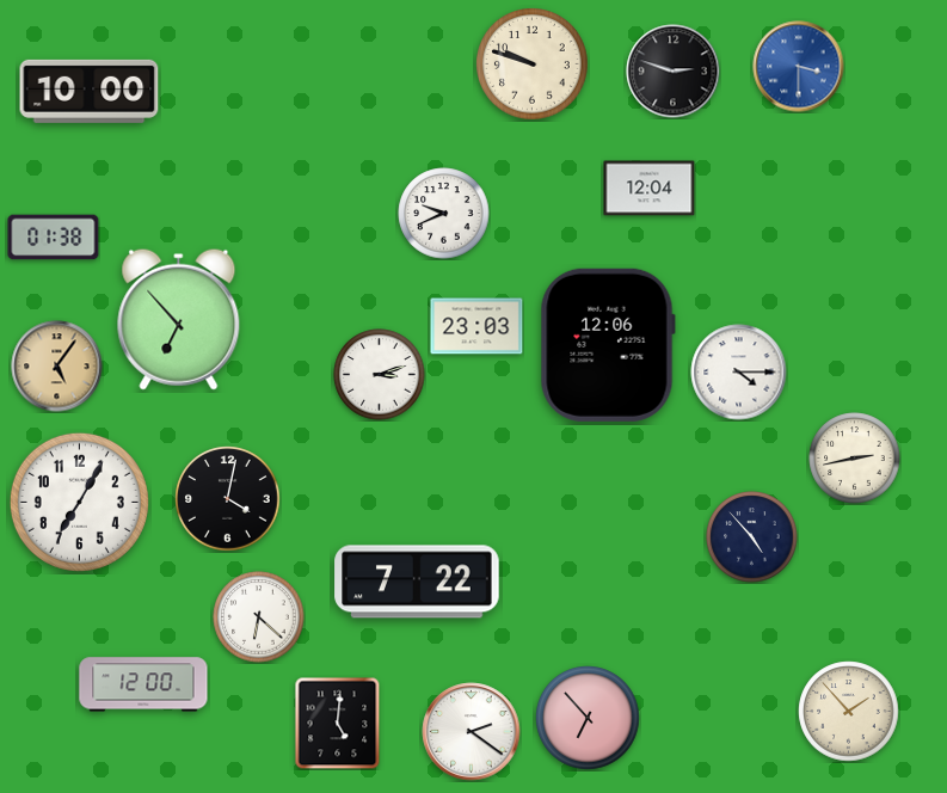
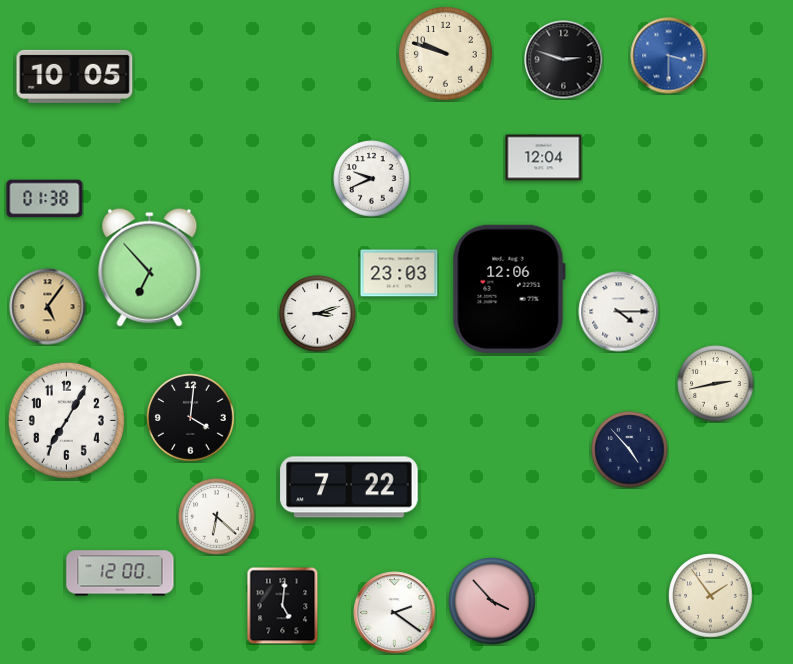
clock at (90, 91): 10:00 -> 10:05
clock at (228, 499): 4:02 -> 4:01
clock at (849, 712): 1:53 -> 1:54
clock at (588, 718): 6:53 -> 3:53
